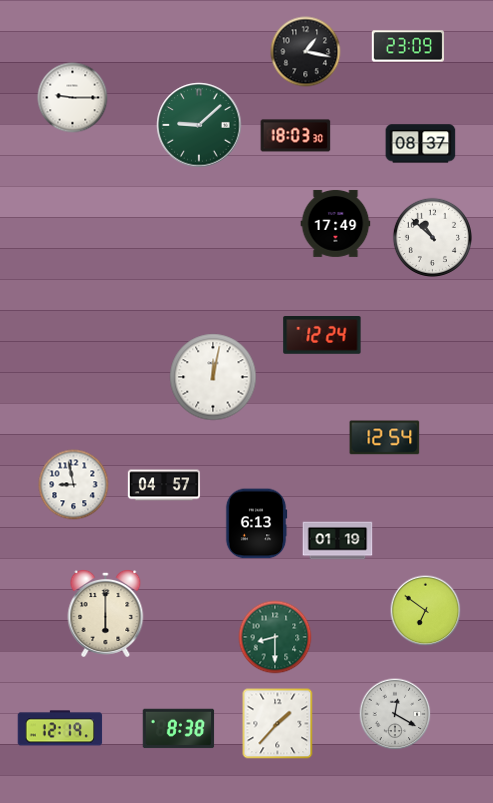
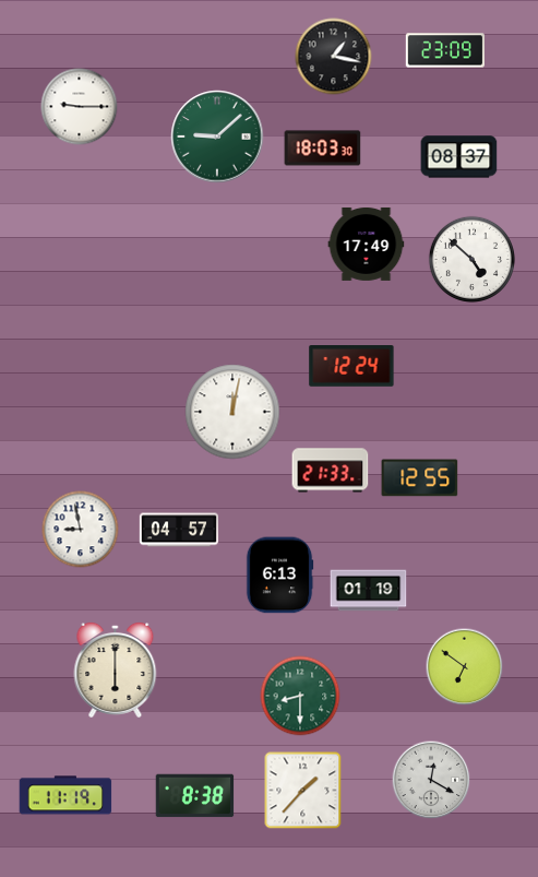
clock at (432, 237): 10:52 -> 4:52
clock at (331, 471): none -> 21:33
clock at (385, 438): 12:54 -> 12:55
clock at (256, 524) position: (256, 524) -> (279, 576)
clock at (60, 728): 12:19 -> 11:19
